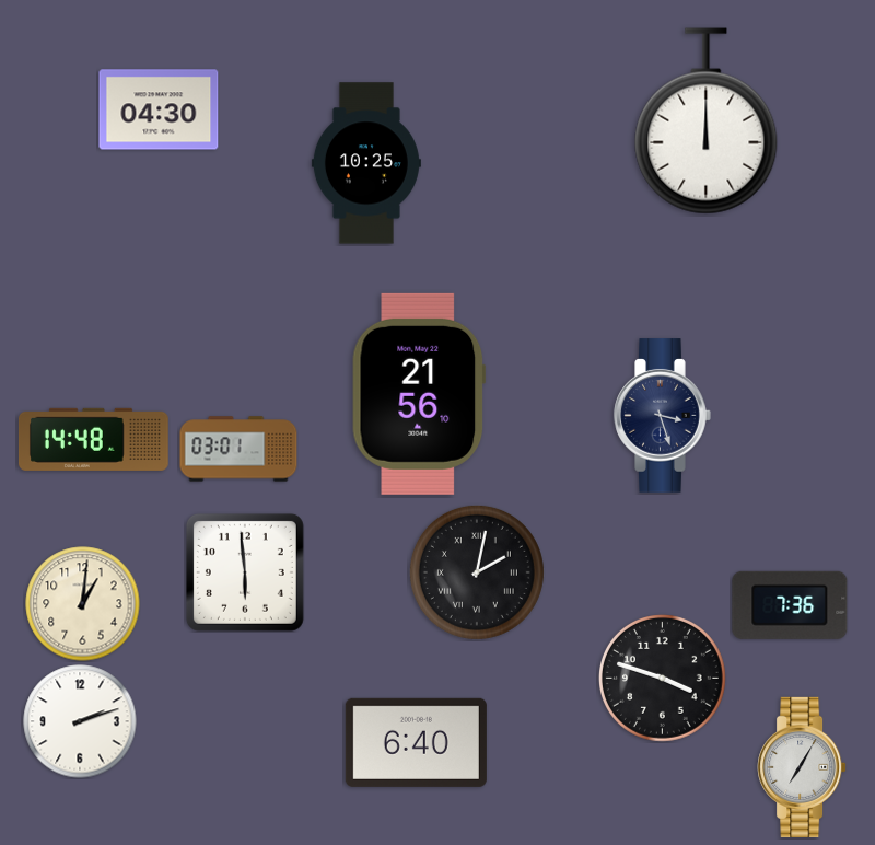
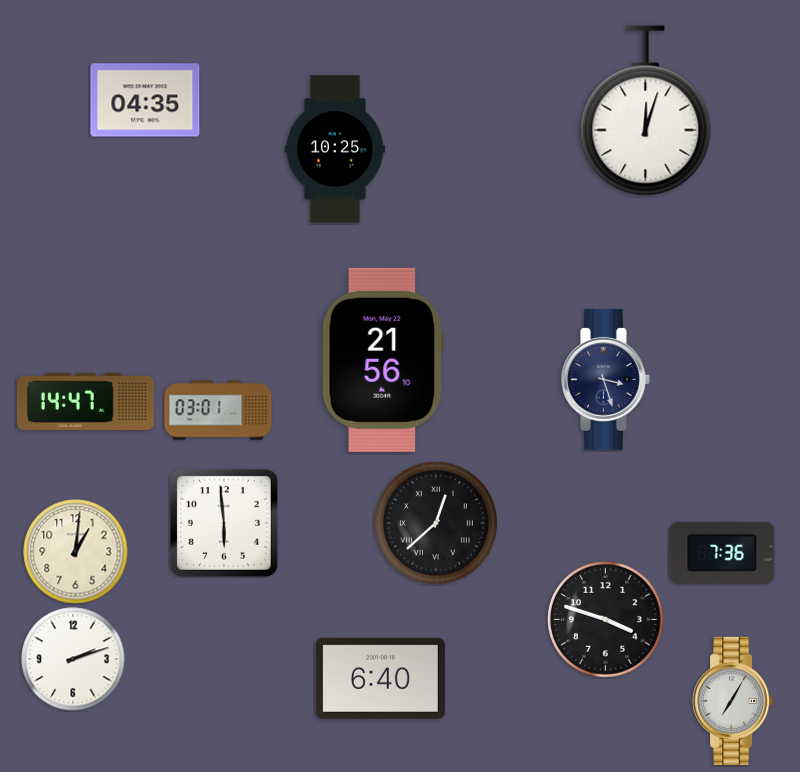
clock at (159, 109): 04:30 -> 04:35
clock at (707, 121): 12:00 -> 12:03
clock at (93, 439): 14:48 -> 14:47
clock at (477, 572): 2:02 -> 12:38
